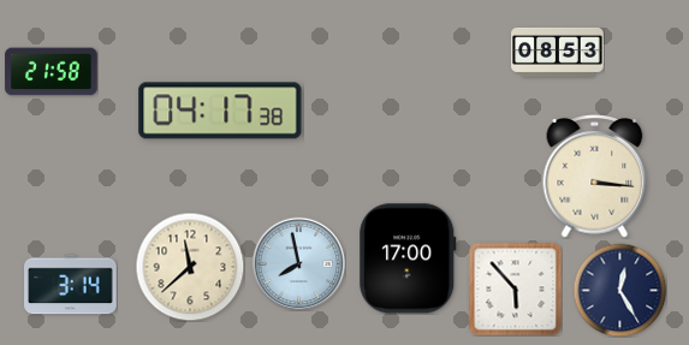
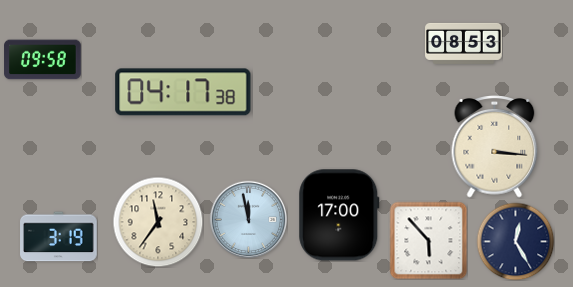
clock at (52, 72): 21:58 -> 09:58
clock at (298, 263): 7:58 -> 11:58
clock at (190, 267): 11:38 -> 11:36
clock at (71, 285): 3:14 -> 3:19
